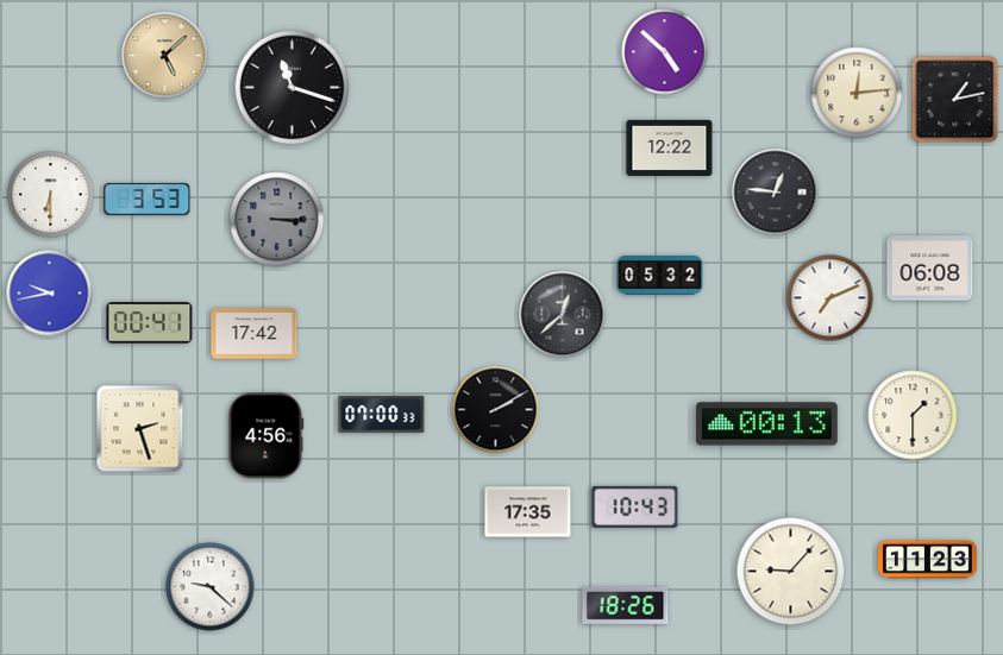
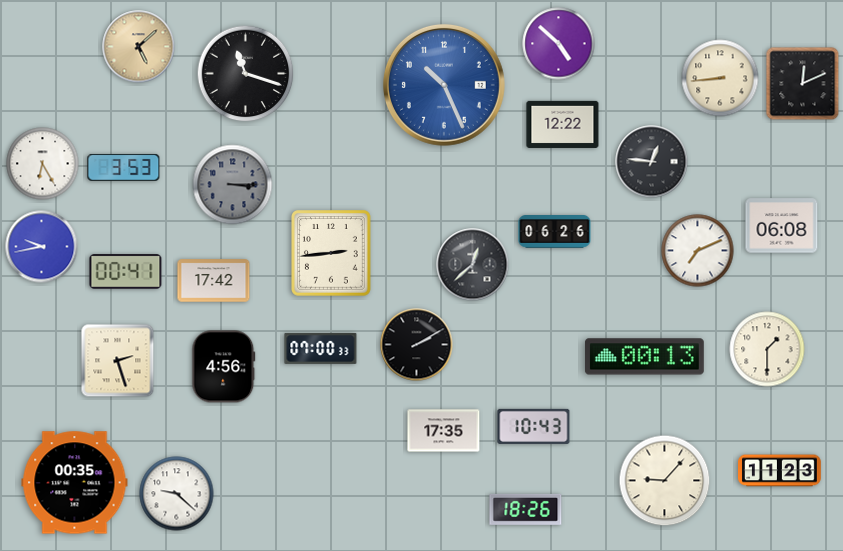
clock at (857, 93): 12:14 -> 8:44
clock at (955, 100): 1:13 -> 12:11
clock at (444, 85): none -> 10:26
clock at (51, 195): 6:30 -> 6:25
clock at (660, 276): 05:32 -> 06:26
clock at (332, 254): none -> 2:44
clock at (75, 483): none -> 00:35
